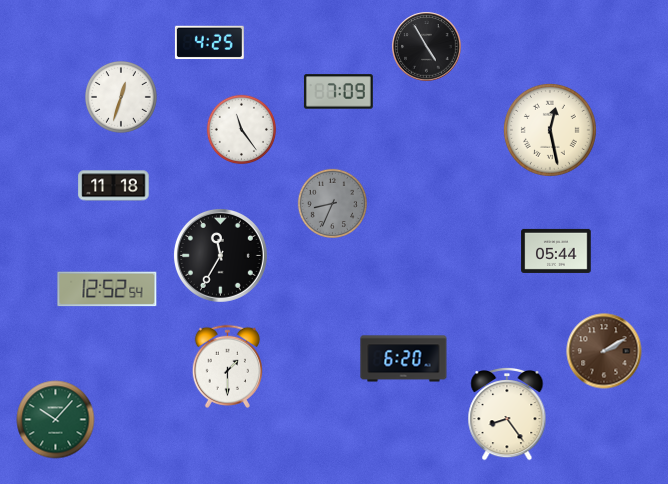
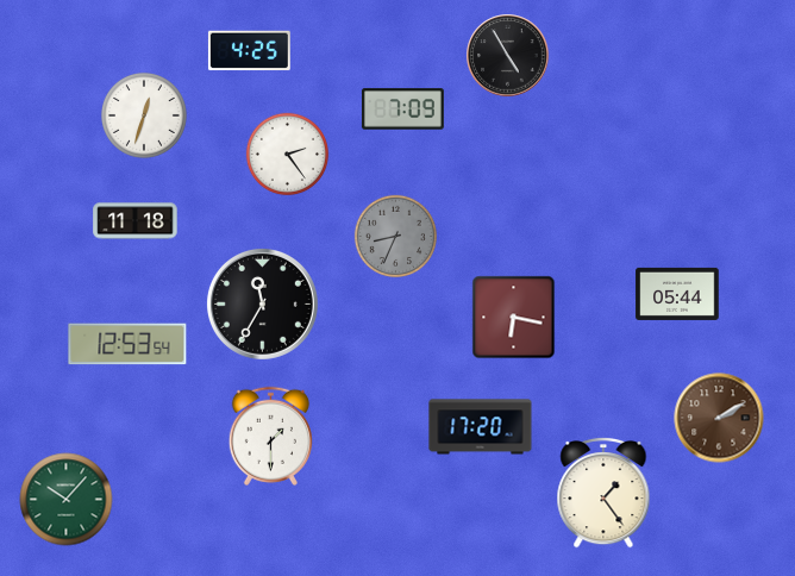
clock at (241, 129): 11:24 -> 2:24
clock at (550, 130): 12:28 -> none
clock at (332, 203) position: (332, 203) -> (395, 236)
clock at (556, 251) position: (556, 251) -> (677, 294)
clock at (514, 318): none -> 6:17
clock at (107, 289): 12:52 -> 12:53
clock at (404, 359): 6:20 -> 17:20
clock at (507, 414): 8:24 -> 1:24
